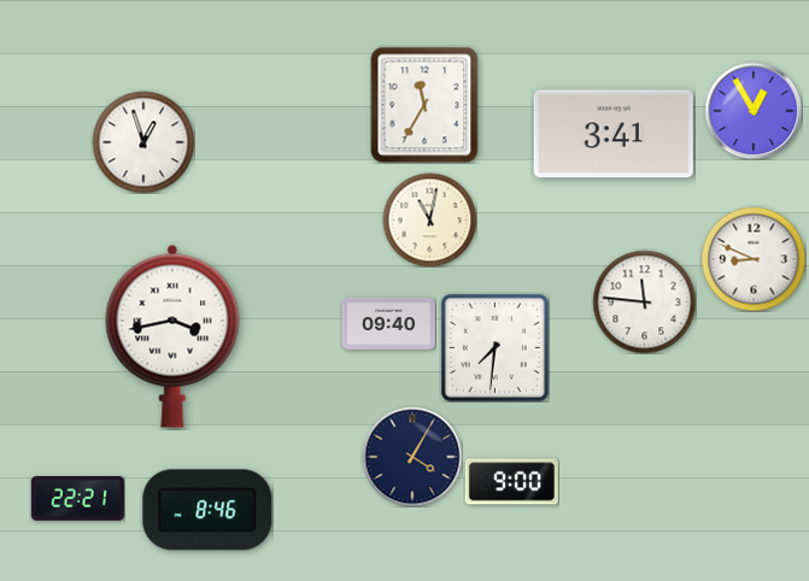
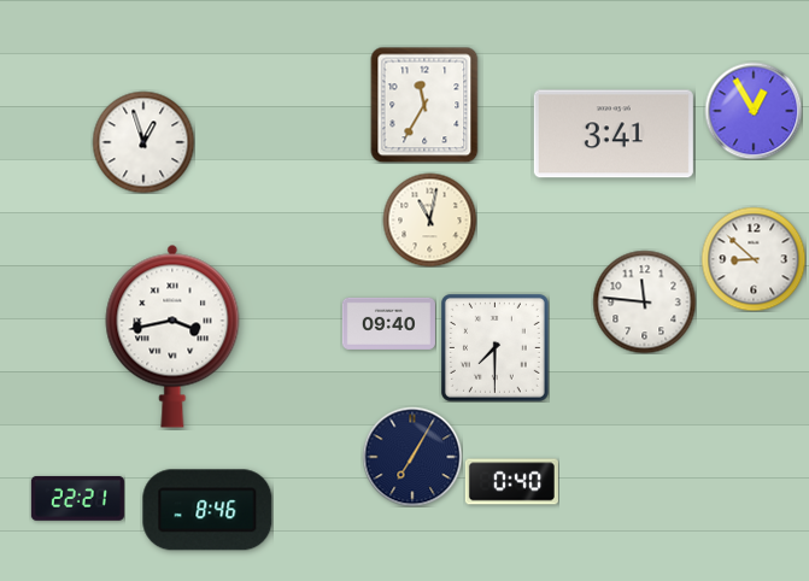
clock at (754, 259): 8:49 -> 8:52
clock at (494, 347): 7:31 -> 7:30
clock at (412, 457): 4:05 -> 7:05
clock at (511, 482): 9:00 -> 0:40
